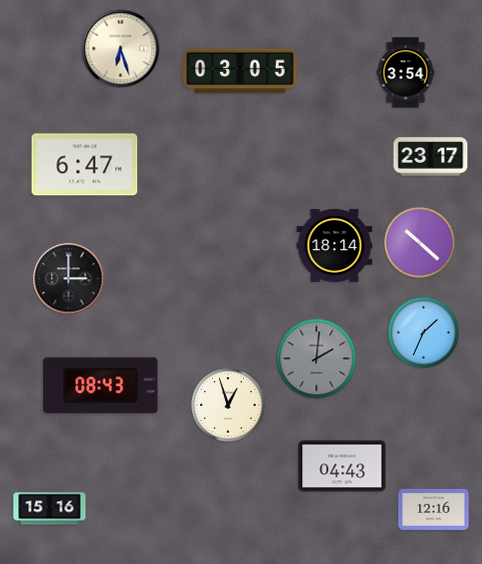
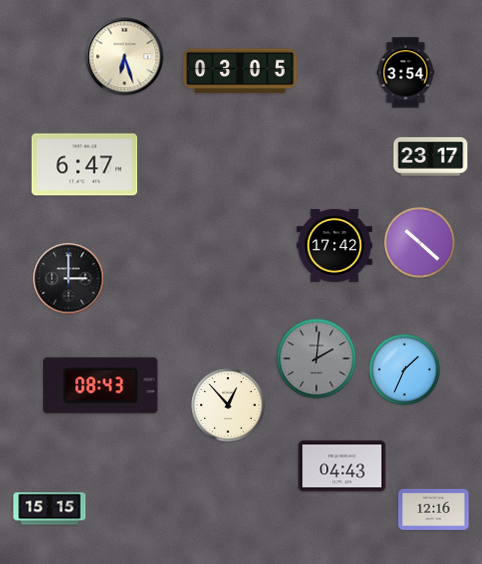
clock at (121, 49) position: (121, 49) -> (125, 57)
clock at (335, 245): 18:14 -> 17:42
clock at (424, 333) position: (424, 333) -> (405, 370)
clock at (228, 405): 12:57 -> 12:53
clock at (50, 509): 15:16 -> 15:15
